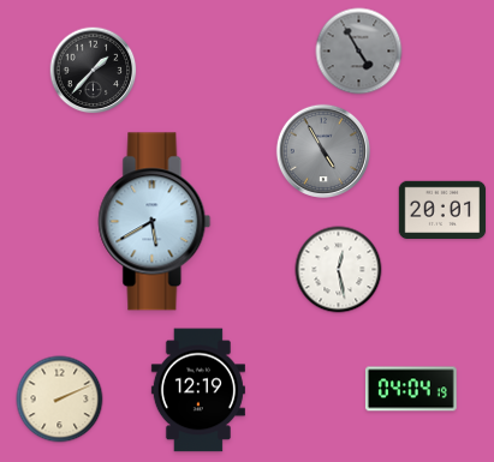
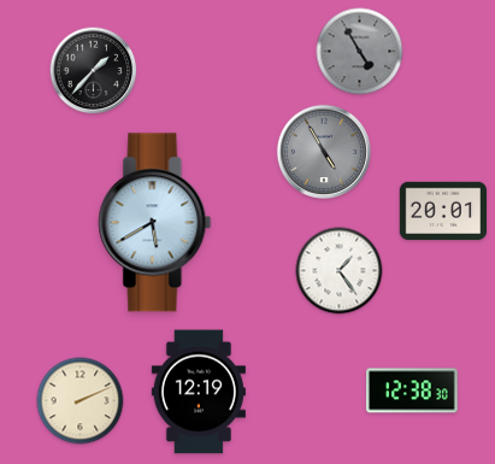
clock at (339, 270): 12:28 -> 1:24
clock at (411, 389): 04:04 -> 12:38
clock at (60, 400) position: (60, 400) -> (81, 401)
